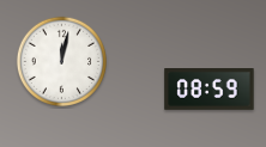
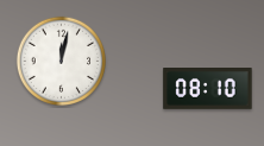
clock at (210, 90): 08:59 -> 08:10
